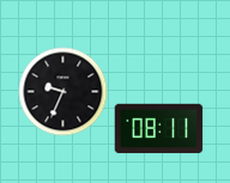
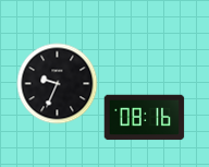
clock at (159, 129): 08:11 -> 08:16
